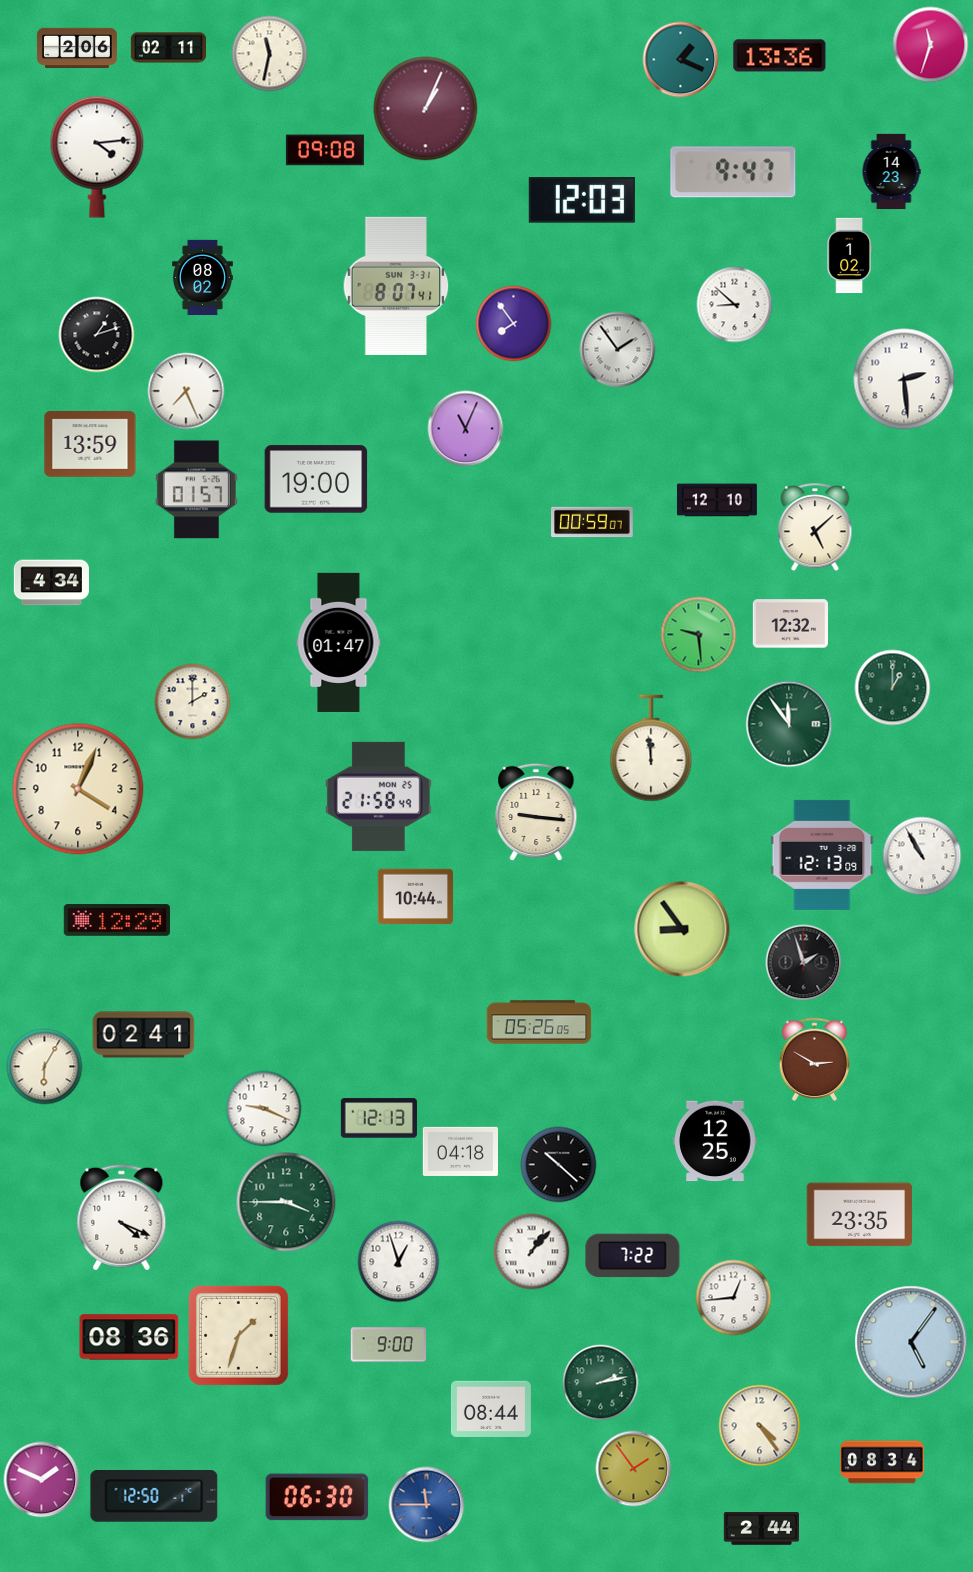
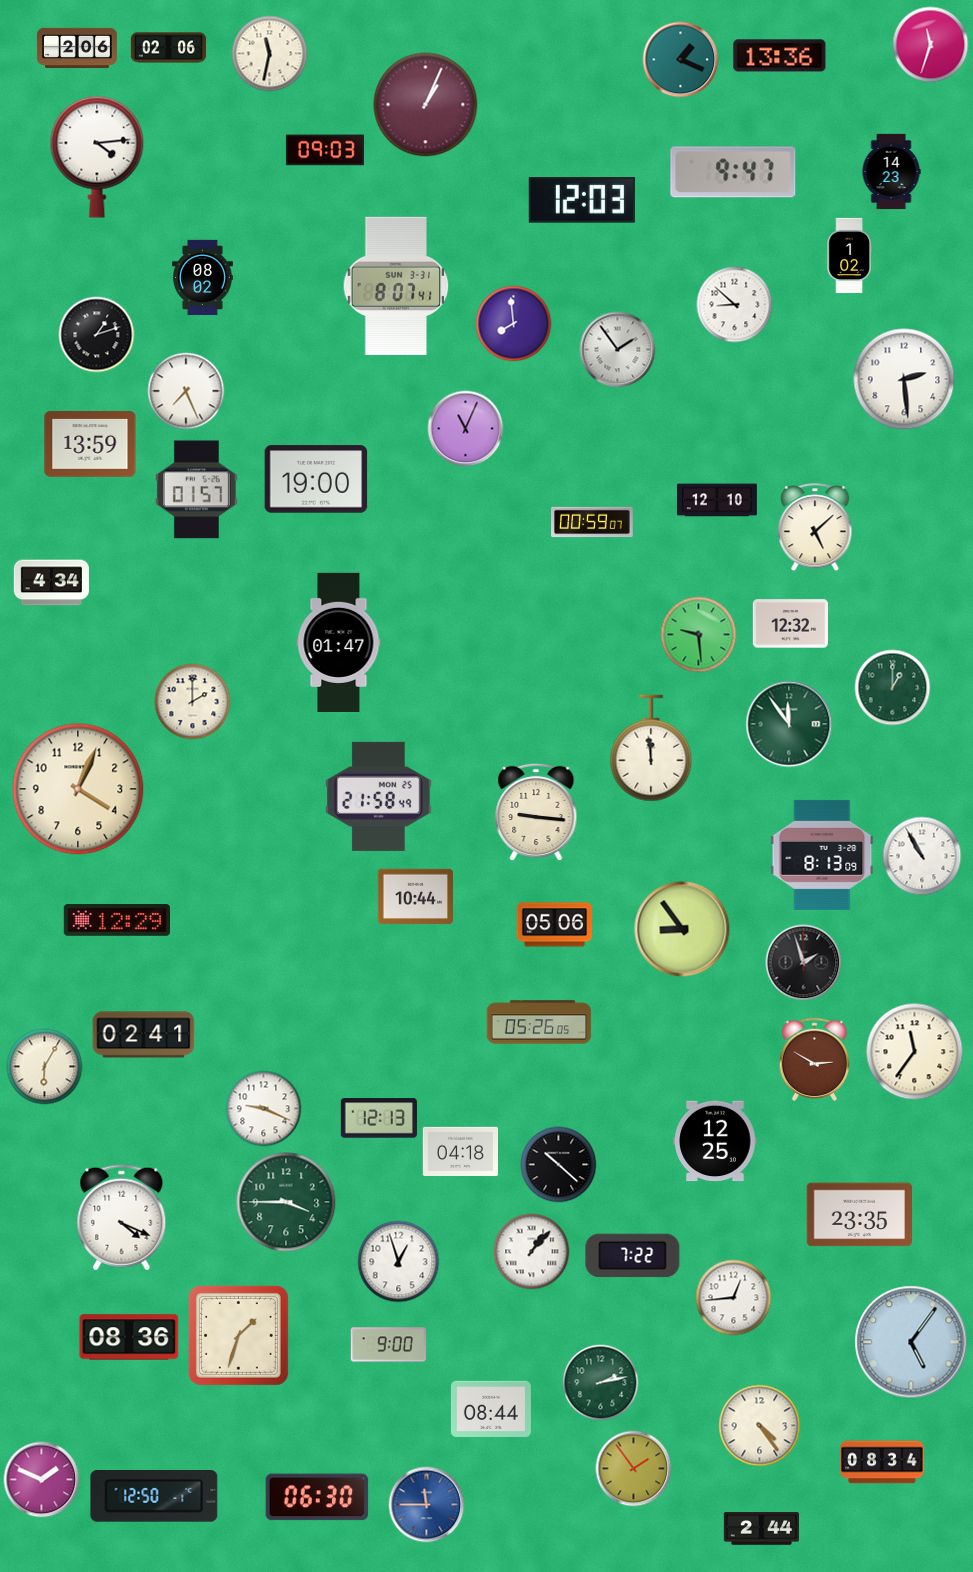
clock at (169, 48): 02:11 -> 02:06
clock at (426, 109) position: (426, 109) -> (426, 105)
clock at (325, 150): 09:08 -> 09:03
clock at (514, 324): 7:54 -> 7:59
clock at (822, 855): 12:13 -> 8:13
clock at (555, 925): none -> 05:06
clock at (915, 1052): none -> 11:36
